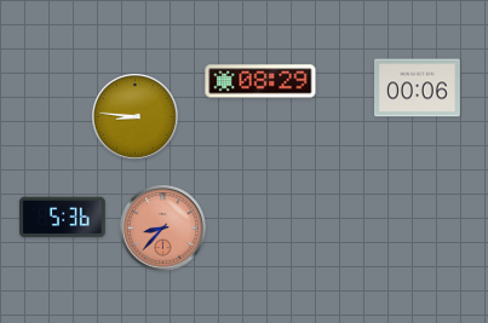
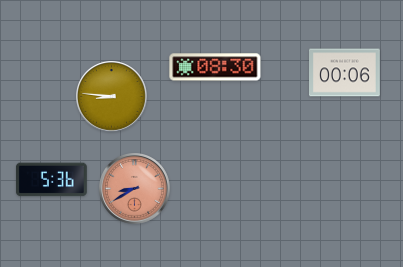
clock at (260, 81): 08:29 -> 08:30
clock at (163, 229): 8:37 -> 8:40
